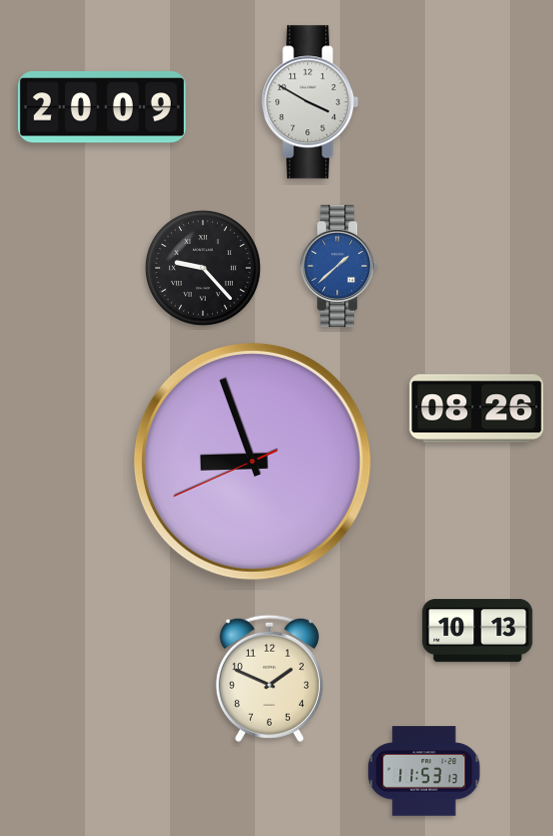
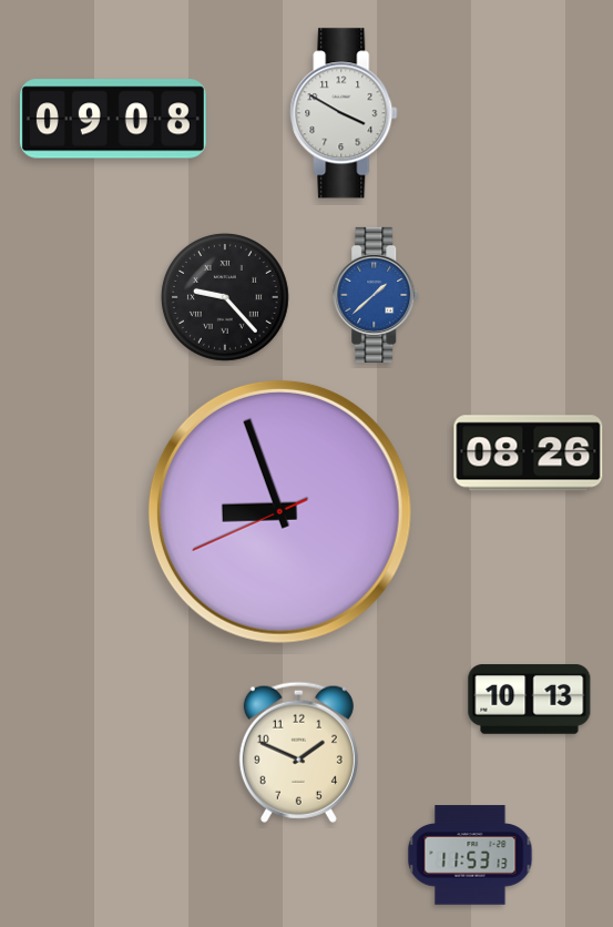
clock at (102, 107): 20:09 -> 09:08
